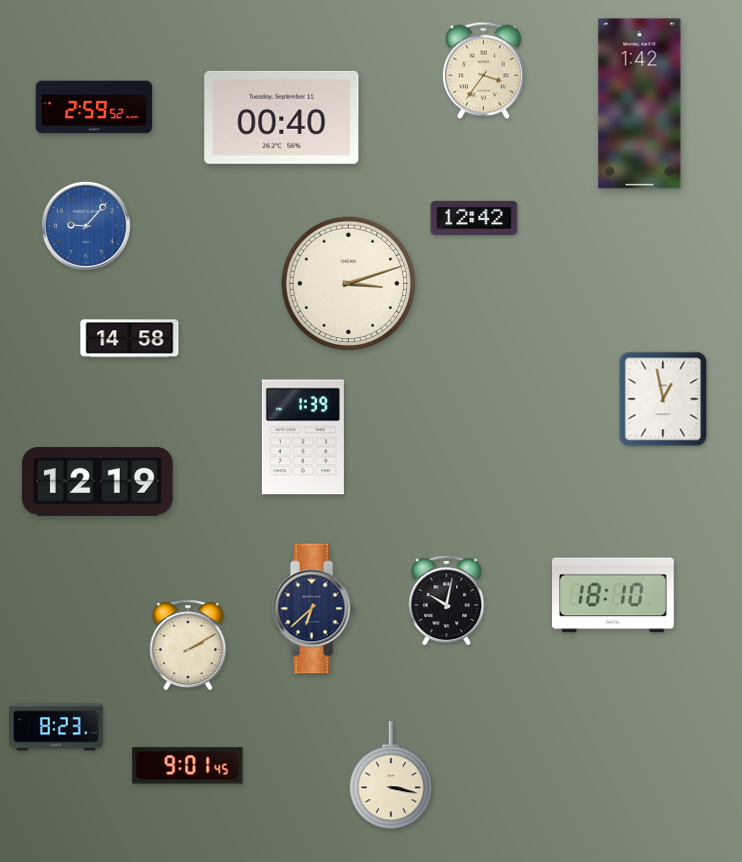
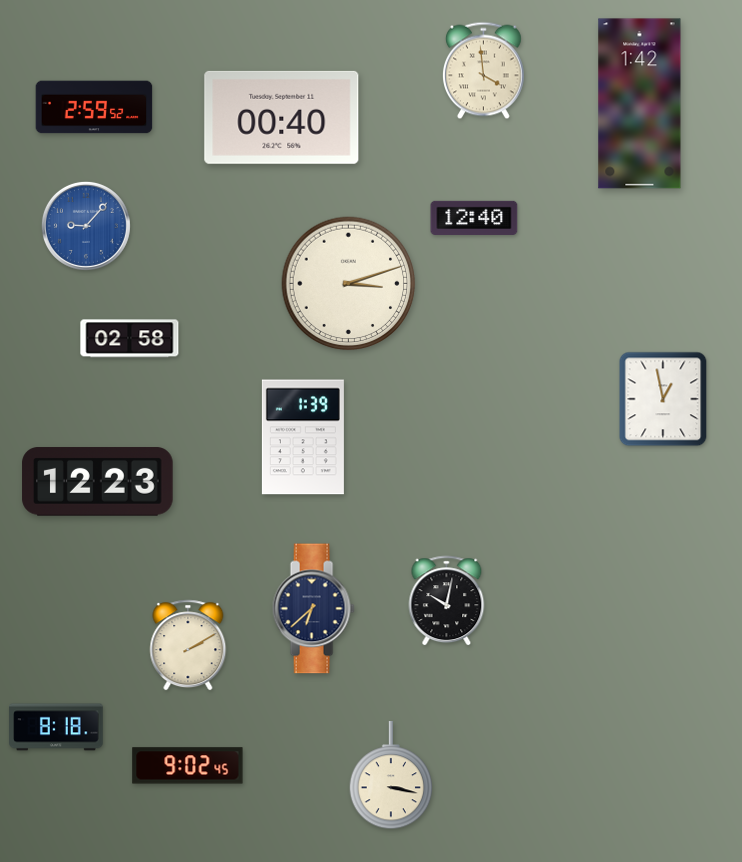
clock at (483, 71): 3:36 -> 3:59
clock at (474, 218): 12:42 -> 12:40
clock at (130, 339): 14:58 -> 02:58
clock at (98, 482): 12:19 -> 12:23
clock at (614, 595): 18:10 -> none
clock at (56, 727): 8:23 -> 8:18
clock at (188, 766): 9:01 -> 9:02
